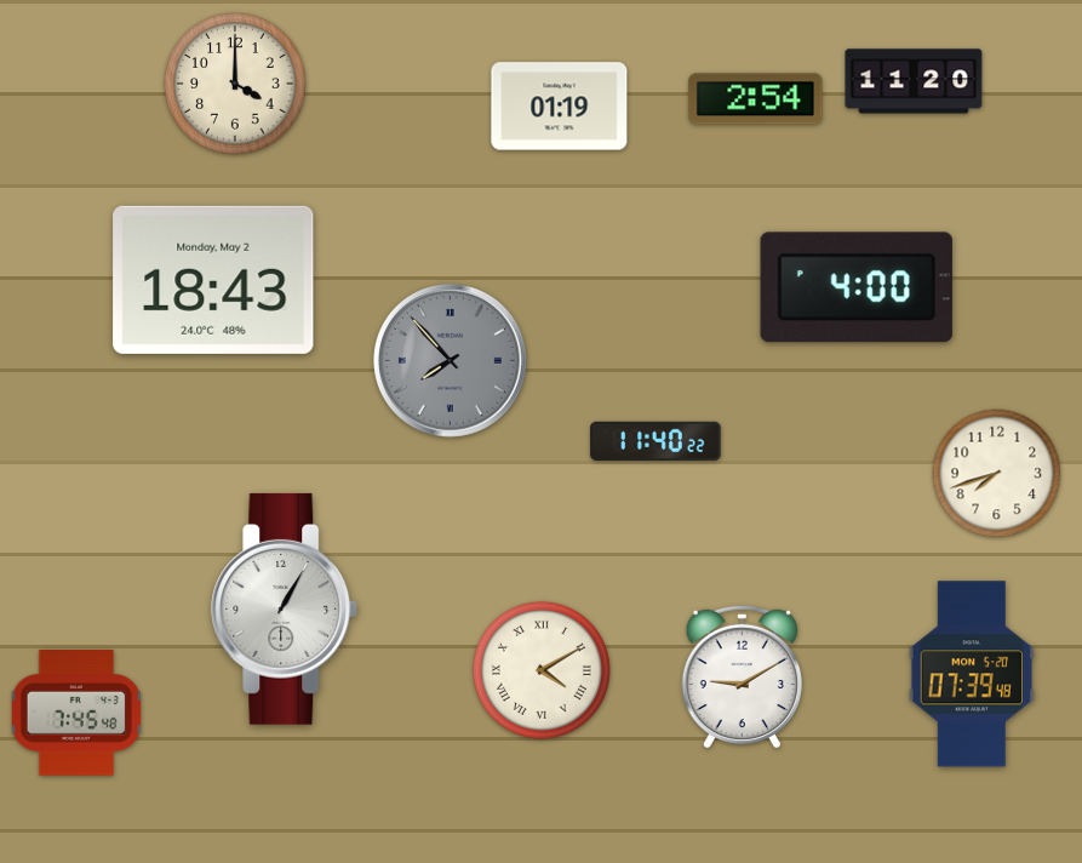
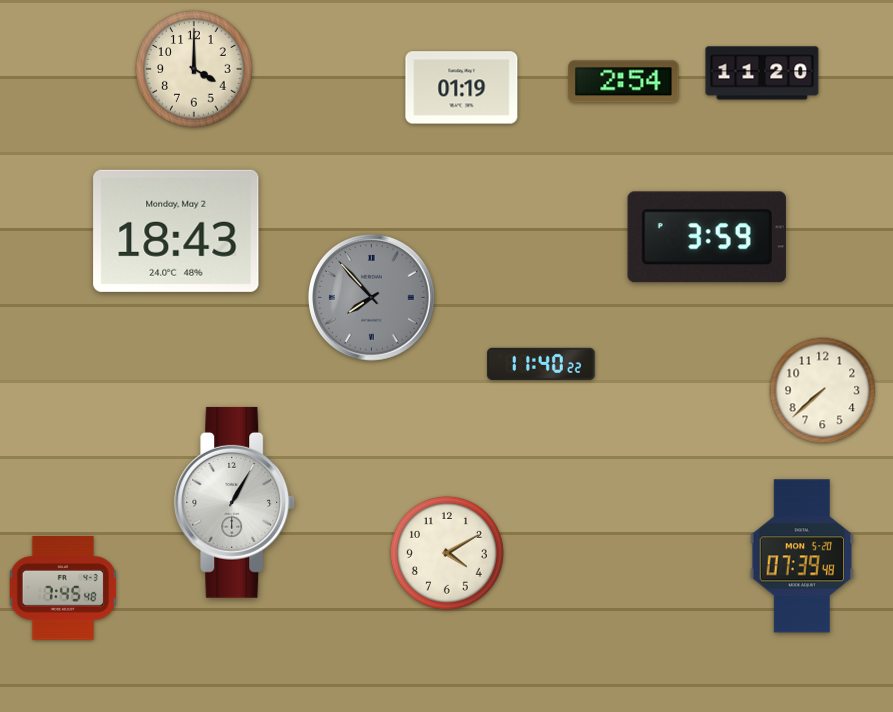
clock at (914, 81) position: (914, 81) -> (762, 73)
clock at (857, 287): 4:00 -> 3:59
clock at (997, 474): 7:42 -> 7:38
clock at (542, 670) numerals: Roman -> Arabic
clock at (742, 676): 9:10 -> none
